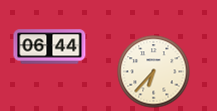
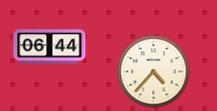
clock at (154, 72): 6:37 -> 4:37
